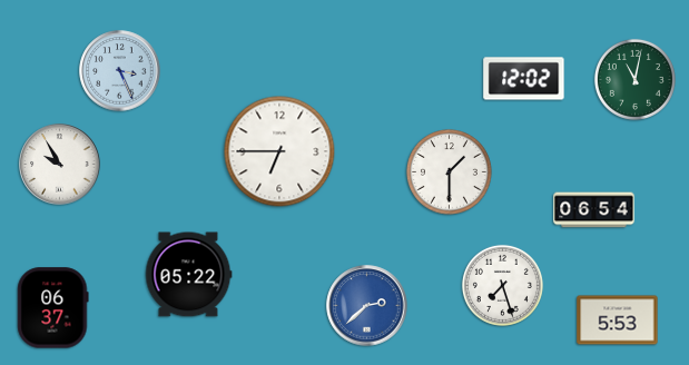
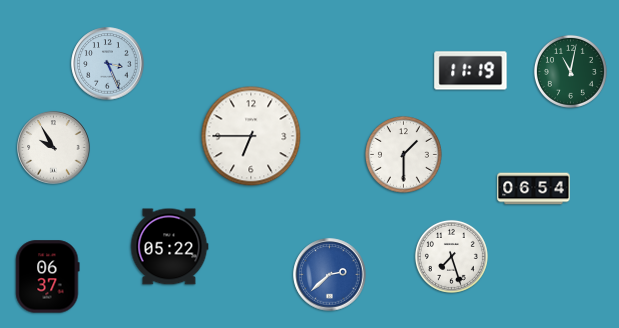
clock at (524, 79): 12:02 -> 11:19
clock at (618, 320): 5:53 -> none
